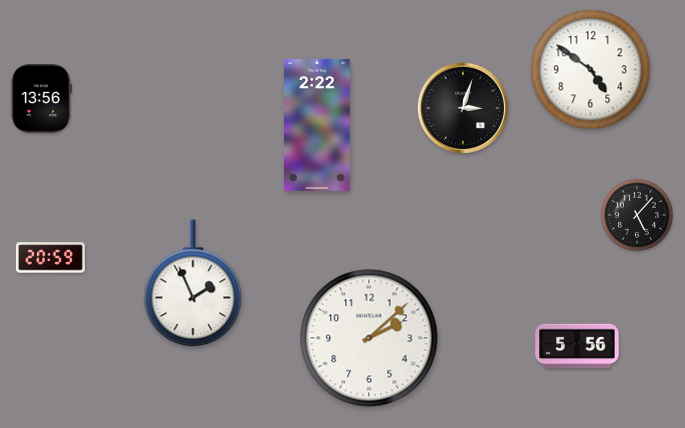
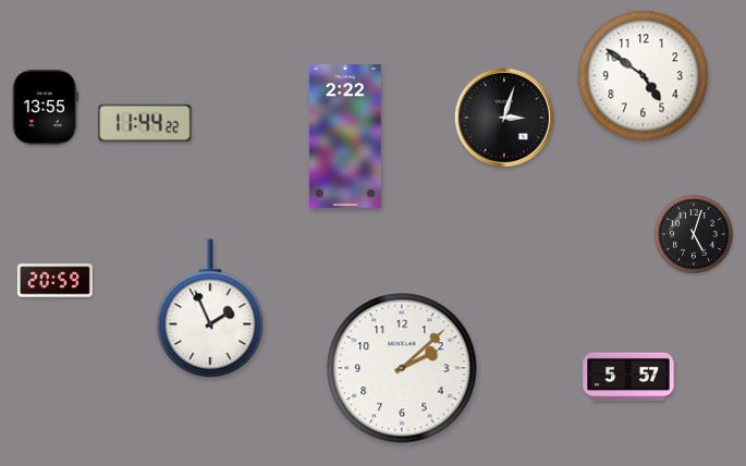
clock at (41, 98): 13:56 -> 13:55
clock at (145, 123): none -> 11:44
clock at (637, 215): 5:07 -> 5:03
clock at (577, 346): 5:56 -> 5:57
